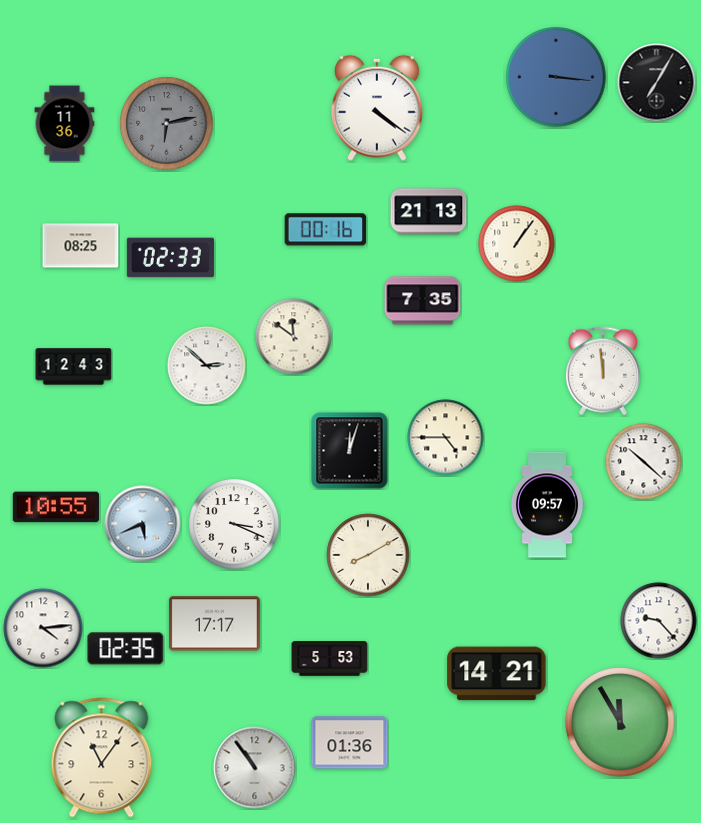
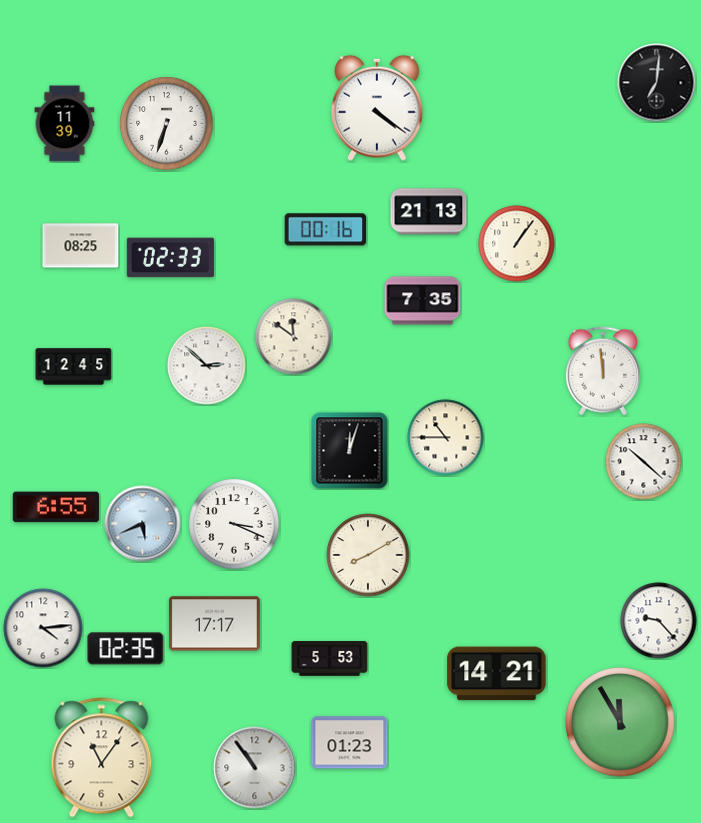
clock at (556, 77): 3:16 -> none
clock at (657, 83): 7:05 -> 7:01
clock at (65, 124): 11:36 -> 11:39
clock at (167, 124): 6:13 -> 6:33
clock at (167, 124) dial: grey -> white
clock at (74, 367): 12:43 -> 12:45
clock at (446, 438): 4:45 -> 10:45
clock at (547, 505): 09:57 -> none
clock at (56, 507): 10:55 -> 6:55
clock at (350, 743): 01:36 -> 01:23
